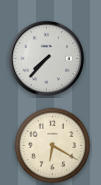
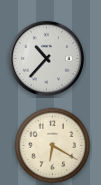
clock at (46, 58): 7:37 -> 10:37
